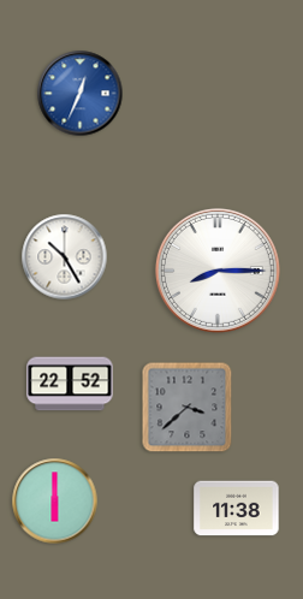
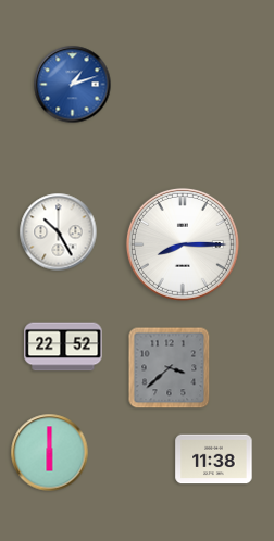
clock at (81, 94): 12:34 -> 1:12
clock at (218, 271) position: (218, 271) -> (183, 244)
